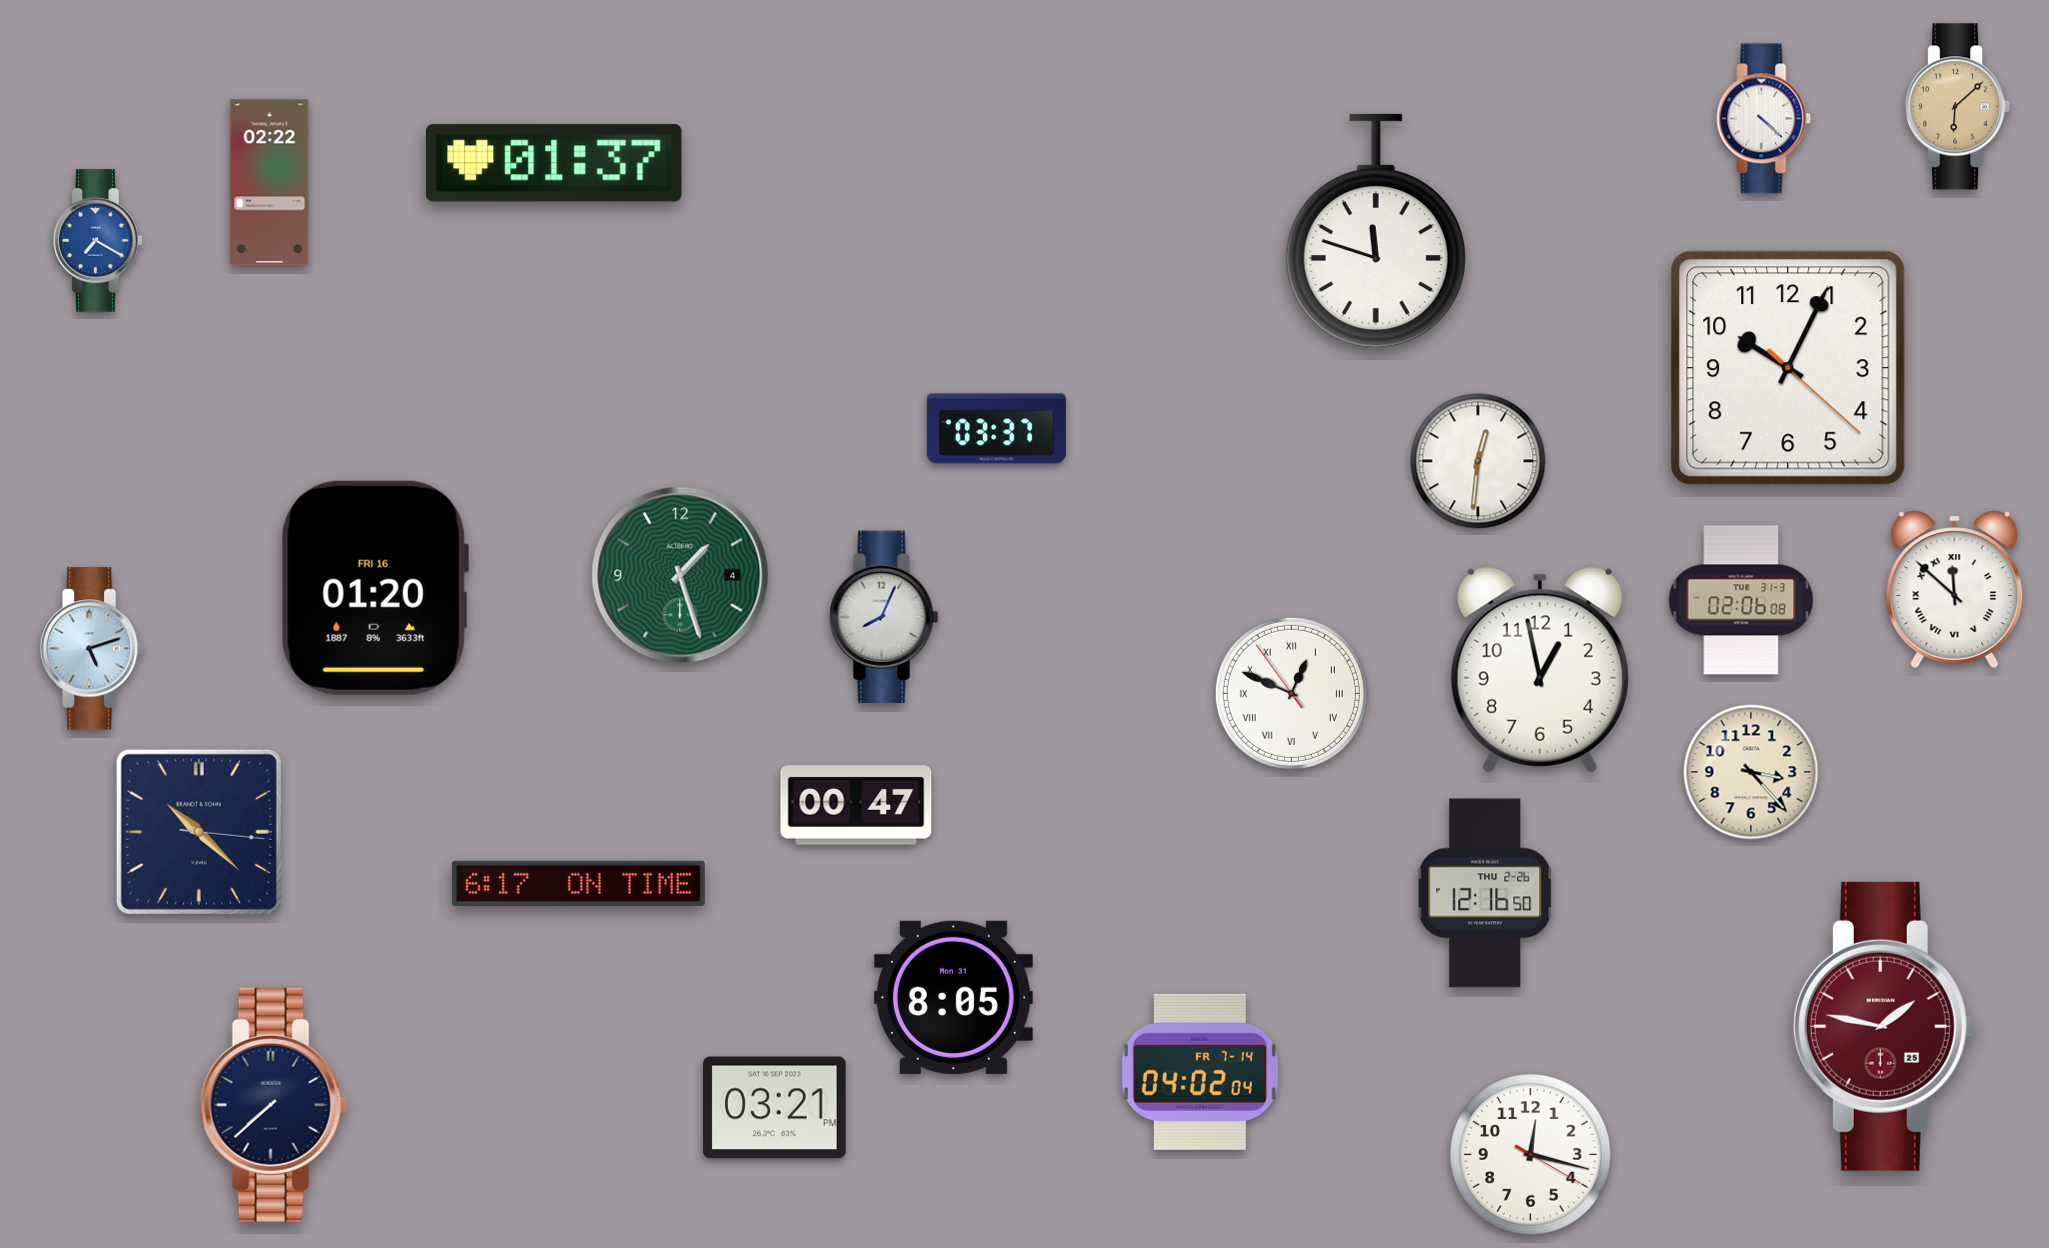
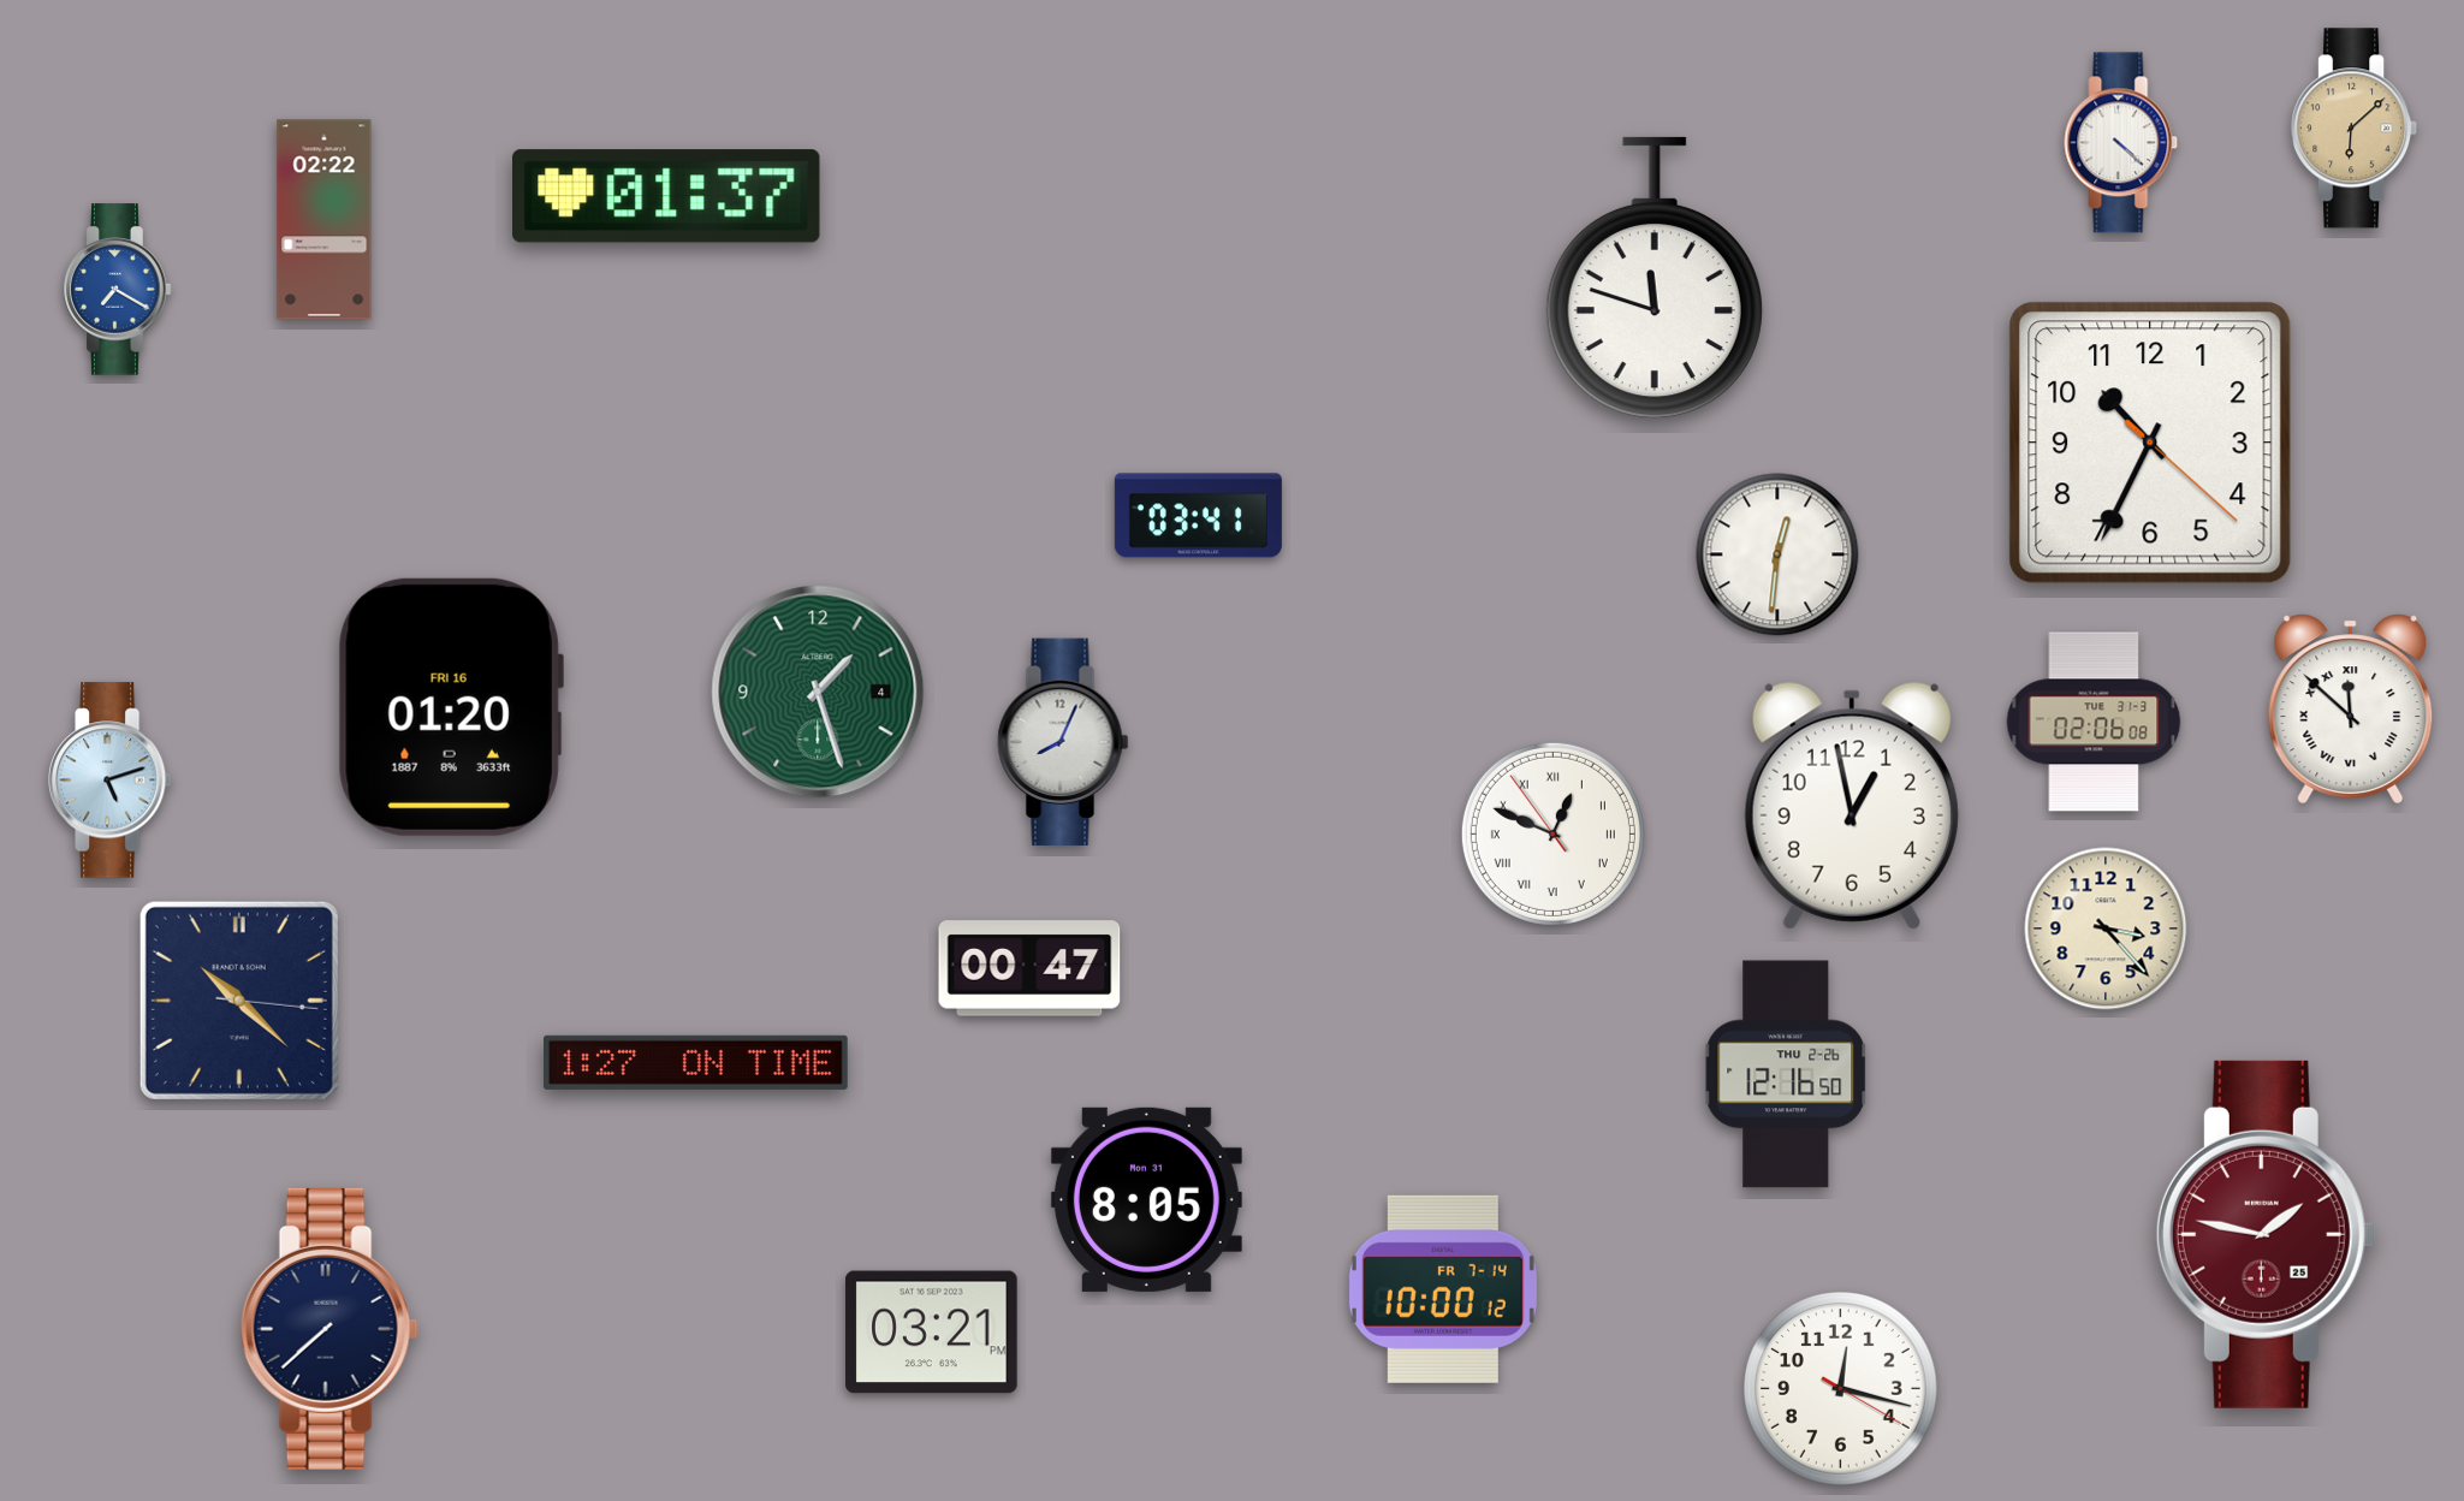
clock at (1788, 368): 10:04 -> 10:34
clock at (996, 429): 03:37 -> 03:41
clock at (578, 883): 6:17 -> 1:27
clock at (1200, 1072): 04:02 -> 10:00
